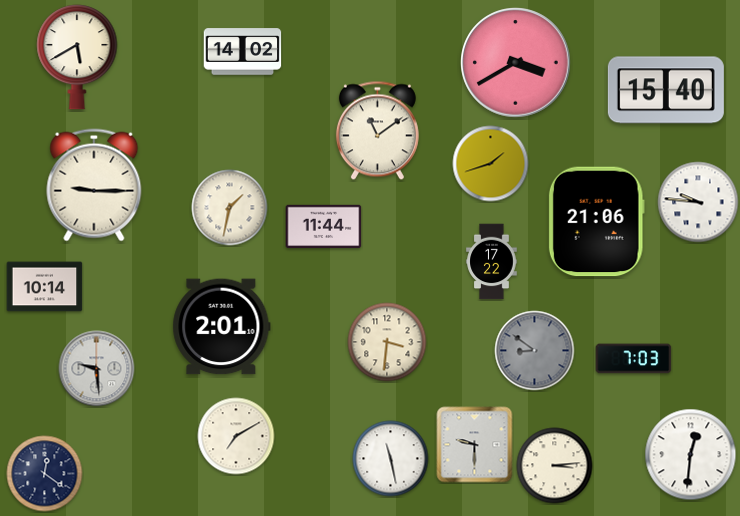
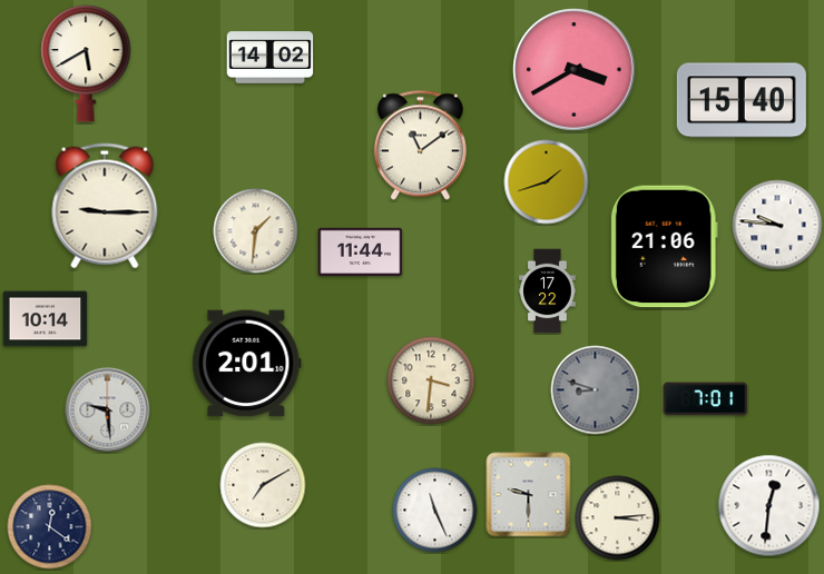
clock at (230, 208): 1:32 -> 1:31
clock at (45, 287) position: (45, 287) -> (46, 319)
clock at (535, 351): 8:51 -> 8:48
clock at (634, 359): 7:03 -> 7:01
clock at (391, 459): 11:28 -> 11:26
